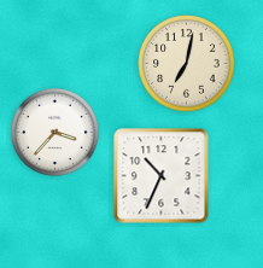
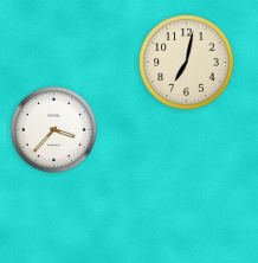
clock at (187, 64) position: (187, 64) -> (187, 63)
clock at (162, 176): 10:34 -> none
